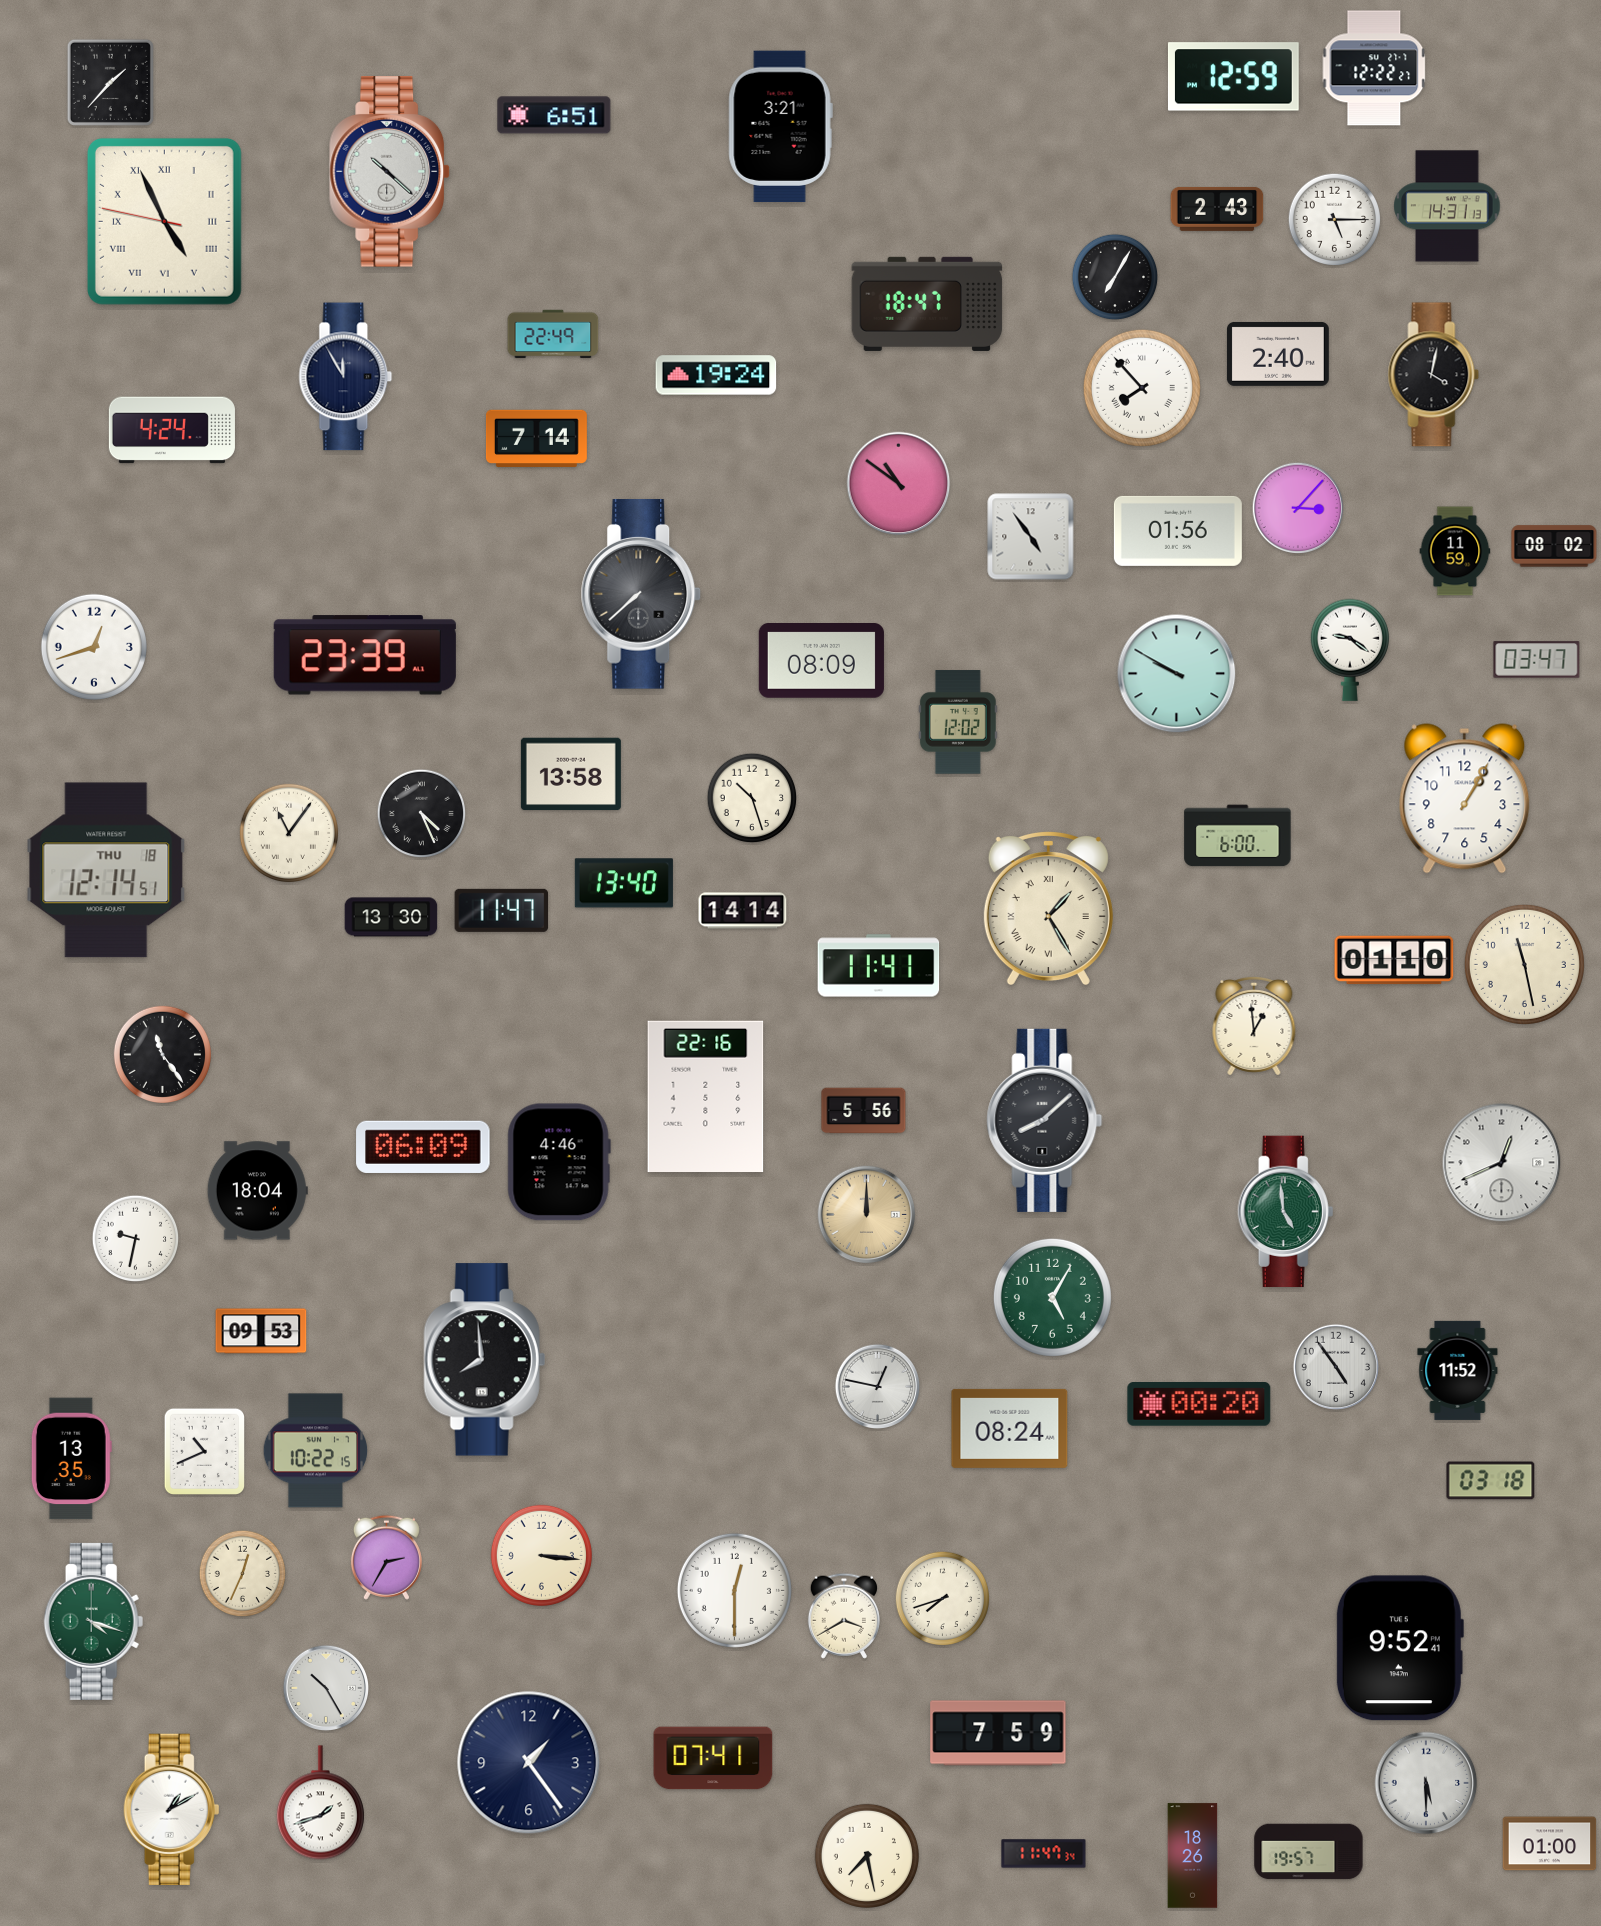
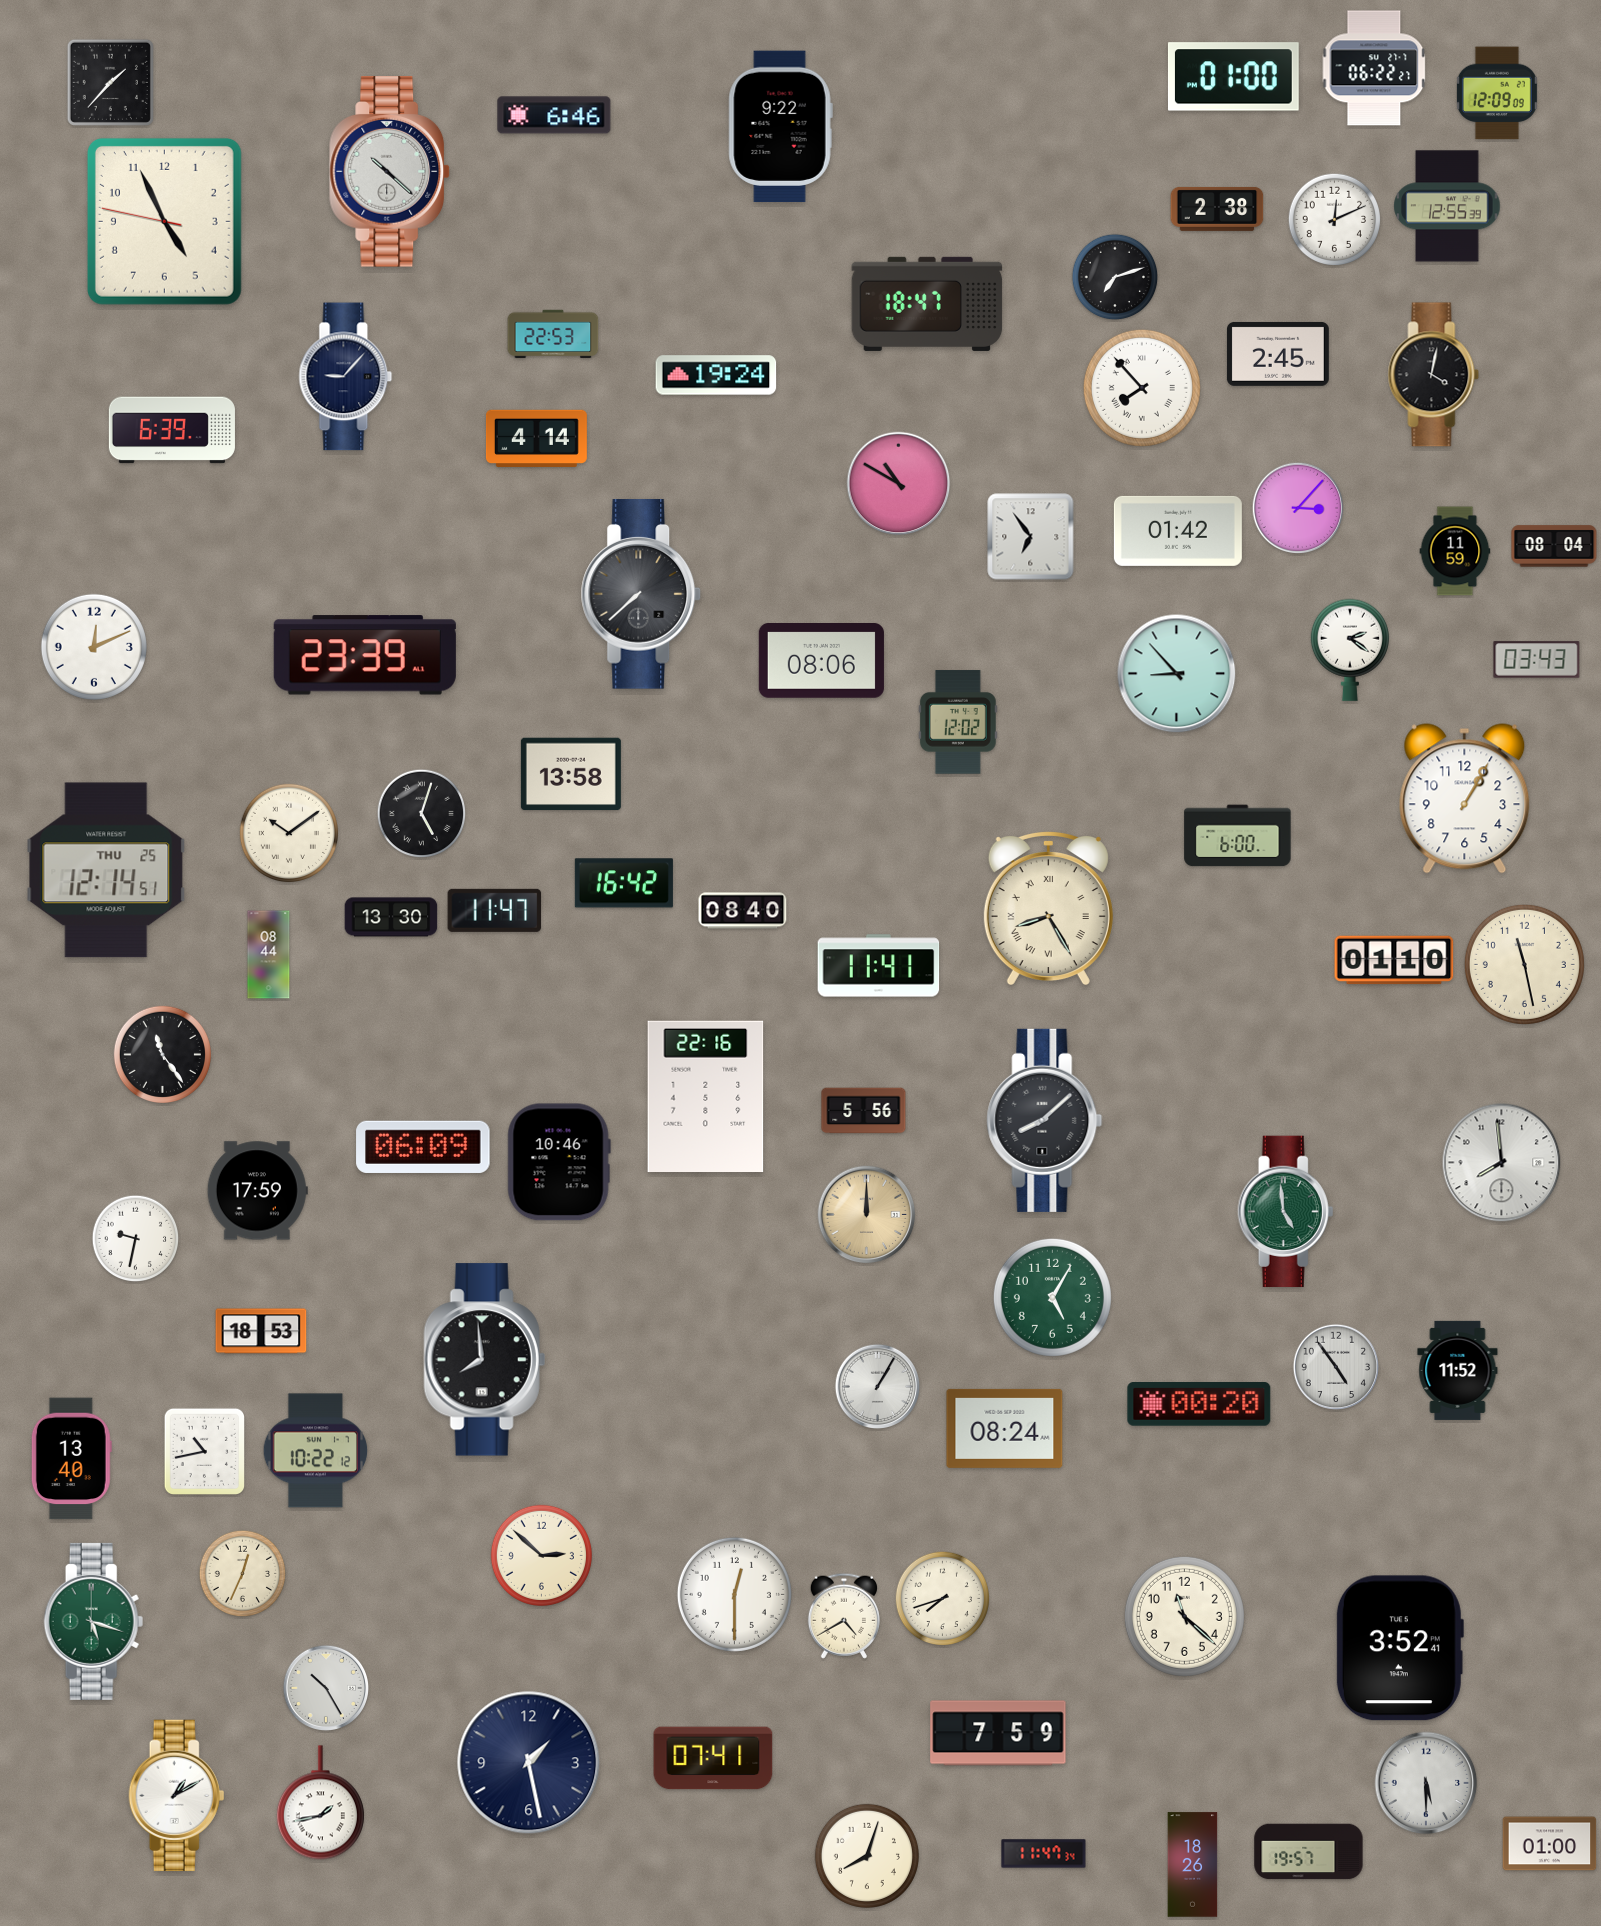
clock at (1374, 68): 12:22 -> 06:22
clock at (1233, 77): 12:59 -> 01:00
clock at (1497, 93): none -> 12:09
clock at (554, 115): 6:51 -> 6:46
clock at (780, 126): 3:21 -> 9:22
clock at (1447, 206): 14:31 -> 12:55
clock at (1217, 209): 2:43 -> 2:38
clock at (1335, 220): 5:15 -> 12:11
clock at (164, 221) numerals: Roman -> Arabic
clock at (1115, 277): 7:05 -> 7:12
clock at (553, 333): 22:49 -> 22:53
clock at (1278, 354): 2:40 -> 2:45
clock at (346, 377): 11:55 -> 9:07
clock at (172, 430): 4:24 -> 6:39
clock at (536, 439): 7:14 -> 4:14
clock at (899, 484): 10:51 -> 10:50
clock at (1178, 531): 01:56 -> 01:42
clock at (1031, 537): 4:54 -> 6:54
clock at (1554, 546): 08:02 -> 08:04
clock at (94, 647): 12:42 -> 12:11
clock at (1350, 650): 9:21 -> 2:21
clock at (1537, 660): 03:47 -> 03:43
clock at (821, 661): 08:09 -> 08:06
clock at (1177, 674): 9:50 -> 8:53
clock at (752, 798): 10:27 -> none
clock at (422, 814): 4:26 -> 5:03
clock at (288, 832): 11:06 -> 10:09
clock at (106, 870) date: THU 18 -> THU 25
clock at (624, 883): 13:40 -> 16:42
clock at (1048, 908): 1:25 -> 8:25
clock at (502, 910) position: (502, 910) -> (495, 910)
clock at (743, 911): 14:14 -> 08:40
clock at (269, 955): none -> 08:44
clock at (1254, 1026): 12:59 -> none
clock at (559, 1162): 4:46 -> 10:46
clock at (1502, 1163): 12:41 -> 7:59
clock at (257, 1191): 18:04 -> 17:59
clock at (261, 1331): 09:53 -> 18:53
clock at (877, 1386): 12:47 -> 1:05
clock at (1010, 1428) position: (1010, 1428) -> (1005, 1428)
clock at (204, 1451): 10:41 -> 10:43
clock at (316, 1451): 10:22:15 -> 10:22:12
clock at (71, 1459): 13:35 -> 13:40
clock at (1491, 1481): 03:18 -> none
clock at (541, 1555): 3:16 -> 2:52
clock at (386, 1557): 2:35 -> none
clock at (734, 1590) position: (734, 1590) -> (734, 1594)
clock at (844, 1616): 3:40 -> 4:40
clock at (1184, 1616): none -> 11:22
clock at (94, 1621): 4:18 -> 5:18
clock at (1400, 1648): 9:52 -> 3:52
clock at (529, 1763): 1:24 -> 1:28
clock at (320, 1803): 1:42 -> 1:43
clock at (172, 1810) position: (172, 1810) -> (177, 1796)
clock at (867, 1856): 7:28 -> 8:03
clock at (1193, 1856) position: (1193, 1856) -> (1193, 1865)
